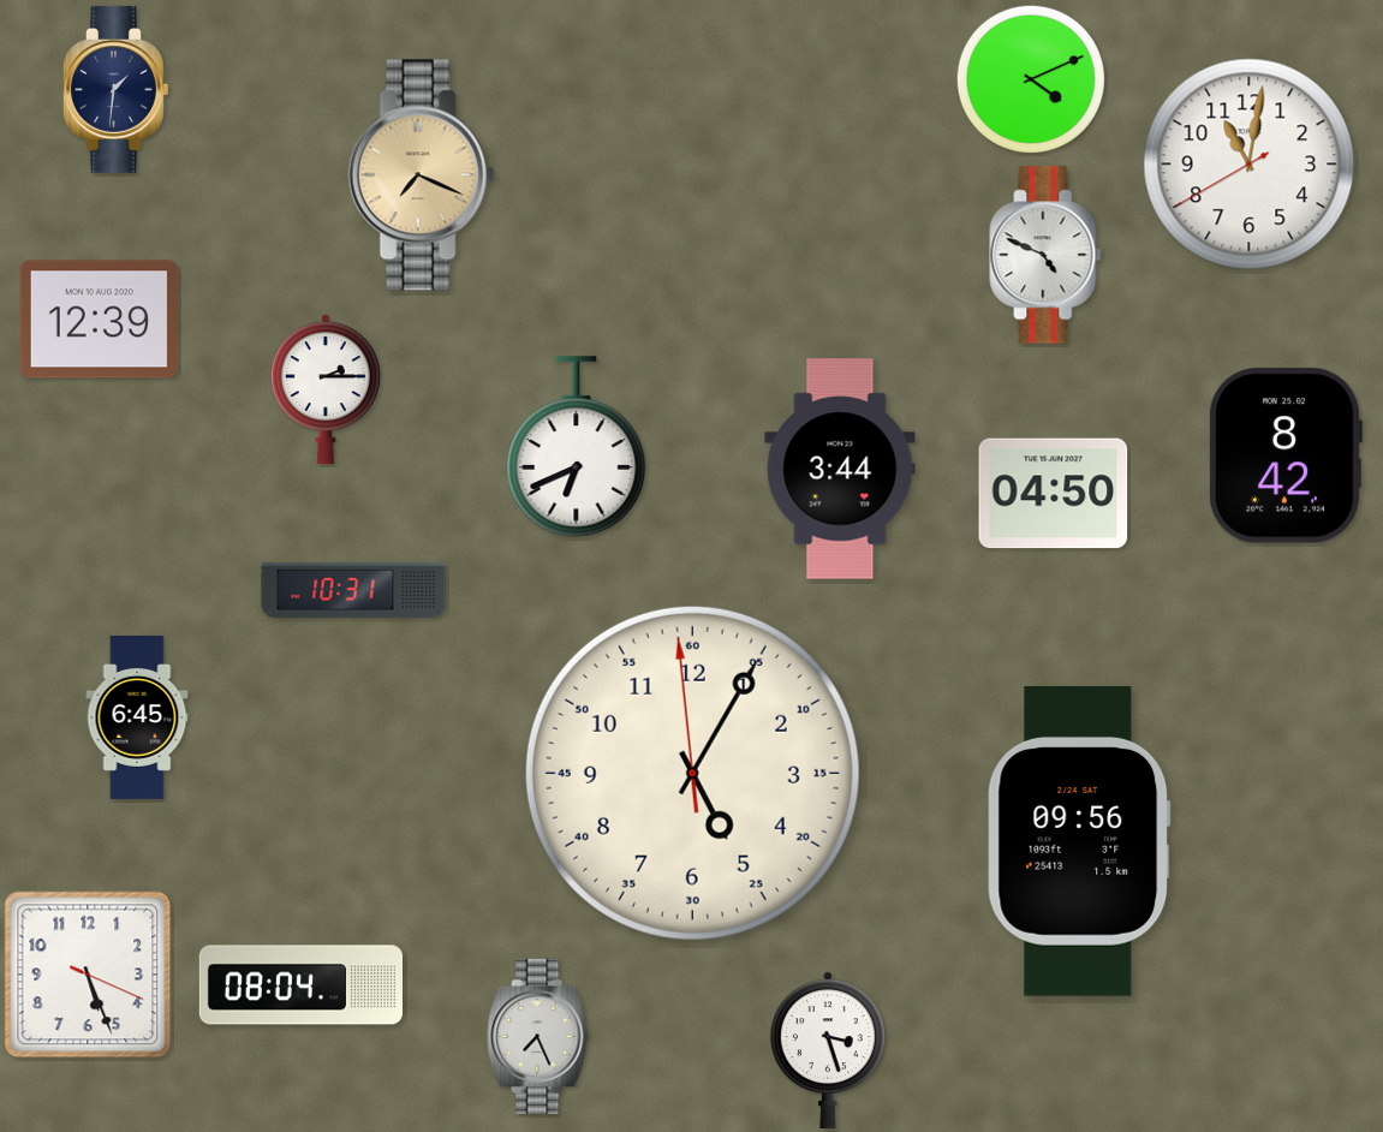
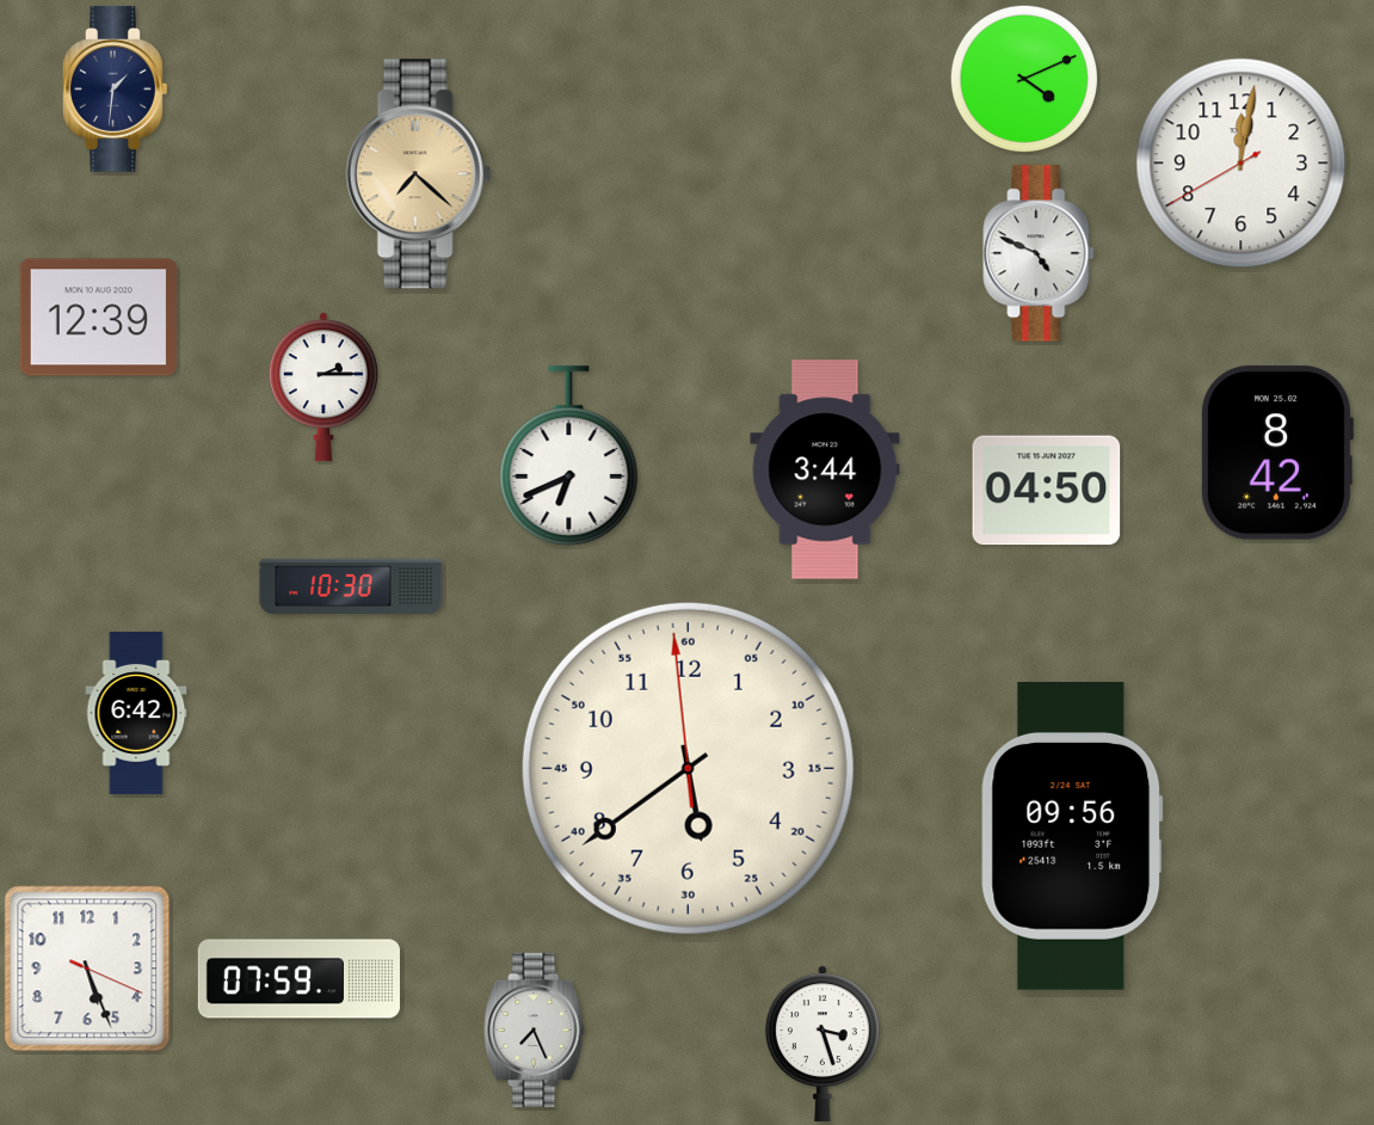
clock at (1250, 165): 11:01 -> 12:01
clock at (421, 175): 7:19 -> 7:22
clock at (577, 447) position: (577, 447) -> (569, 456)
clock at (840, 469) position: (840, 469) -> (825, 469)
clock at (353, 589): 10:31 -> 10:30
clock at (137, 717): 6:45 -> 6:42
clock at (692, 773): 5:04 -> 5:38
clock at (300, 985): 08:04 -> 07:59
